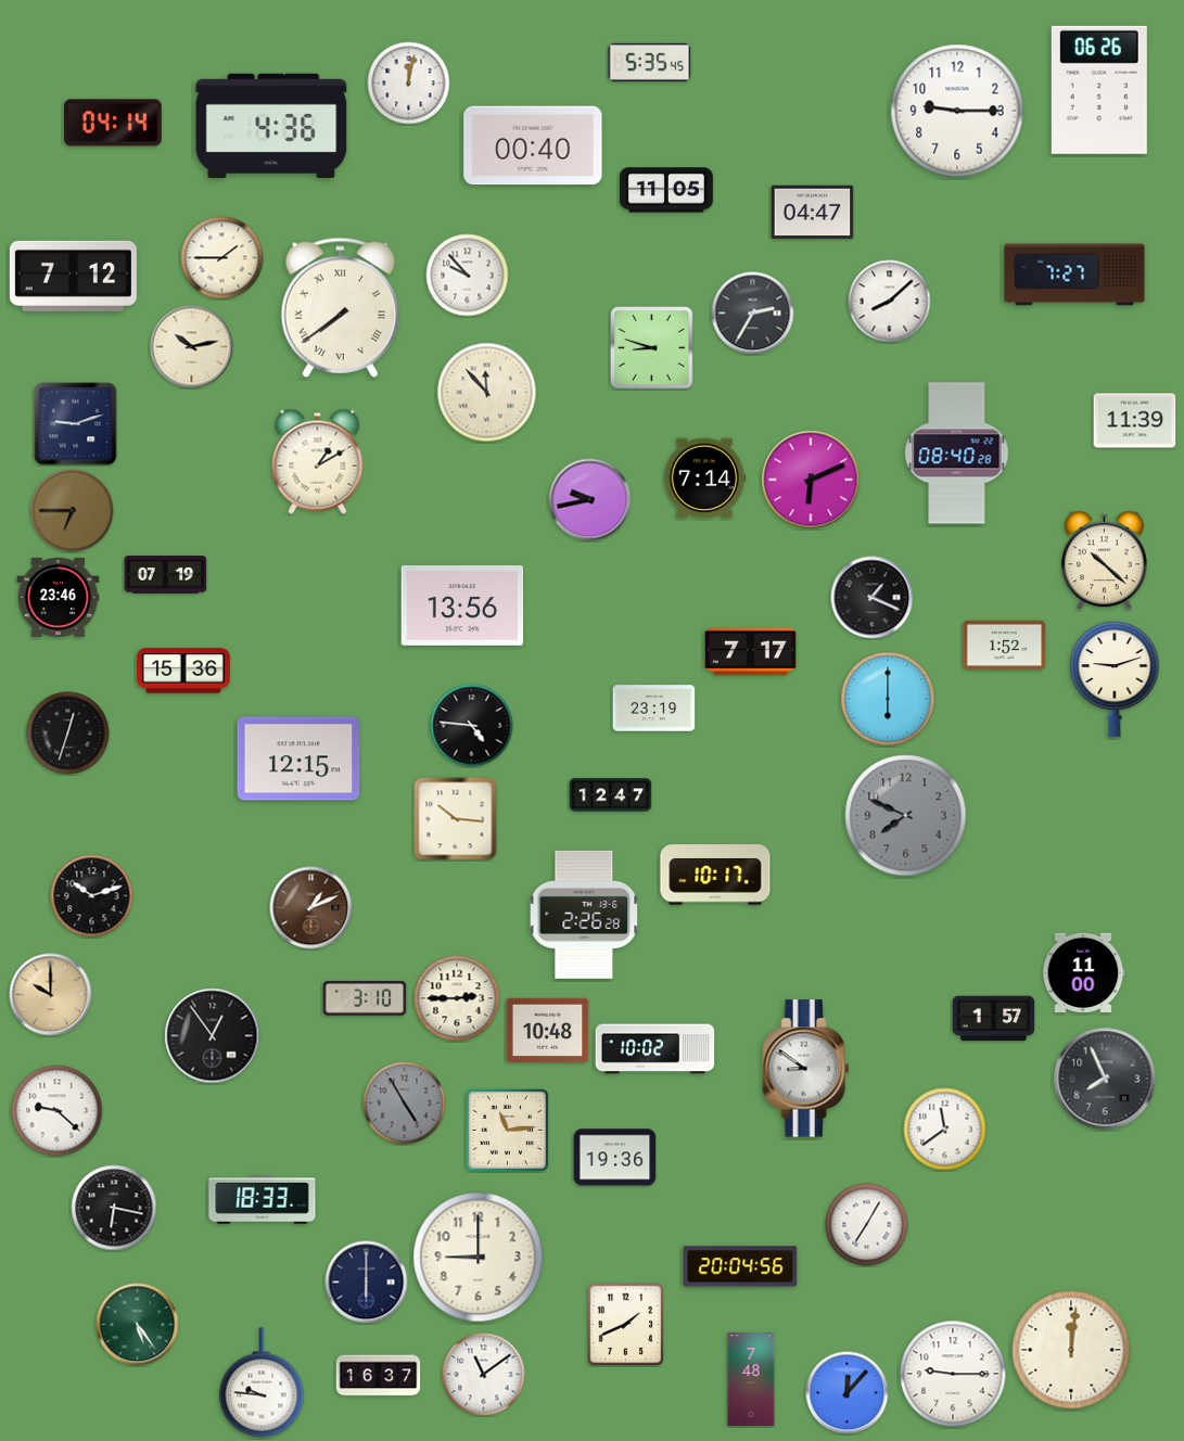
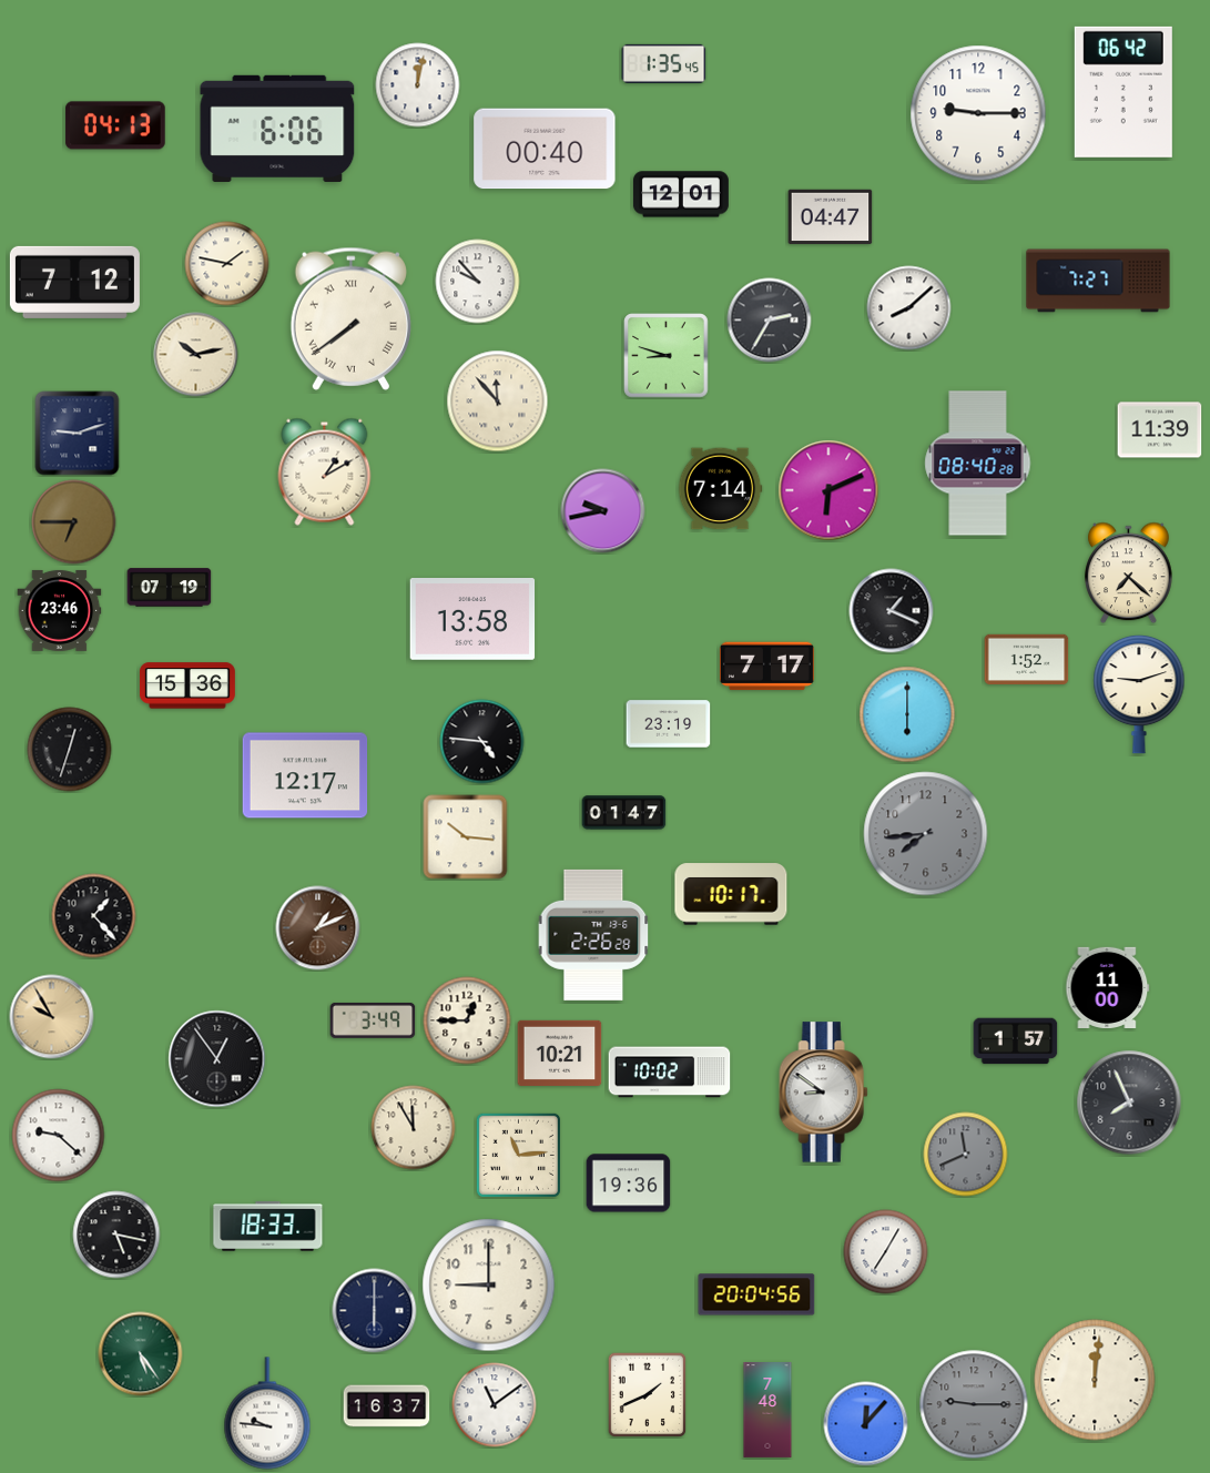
clock at (650, 62): 5:35 -> 1:35
clock at (1099, 90): 06:26 -> 06:42
clock at (113, 123): 04:14 -> 04:13
clock at (271, 126): 4:36 -> 6:06
clock at (666, 190): 11:05 -> 12:01
clock at (222, 258): 1:45 -> 1:47
clock at (340, 307) position: (340, 307) -> (350, 318)
clock at (1105, 561): 10:22 -> 7:22
clock at (462, 607): 13:56 -> 13:58
clock at (298, 758): 12:15 -> 12:17
clock at (611, 795): 12:47 -> 01:47
clock at (906, 816): 7:49 -> 7:44
clock at (92, 896): 10:12 -> 1:23
clock at (584, 915) position: (584, 915) -> (593, 935)
clock at (1084, 972) position: (1084, 972) -> (1108, 987)
clock at (51, 995): 10:00 -> 9:55
clock at (365, 998): 3:10 -> 3:49
clock at (457, 998): 2:45 -> 12:45
clock at (548, 1030): 10:48 -> 10:21
clock at (405, 1104): 4:55 -> 11:55
clock at (405, 1104) dial: grey -> cream
clock at (945, 1130): 11:39 -> 11:41
clock at (945, 1130) dial: white -> grey
clock at (114, 1208): 6:17 -> 5:17
clock at (626, 1324) position: (626, 1324) -> (648, 1394)
clock at (953, 1374) dial: white -> grey
